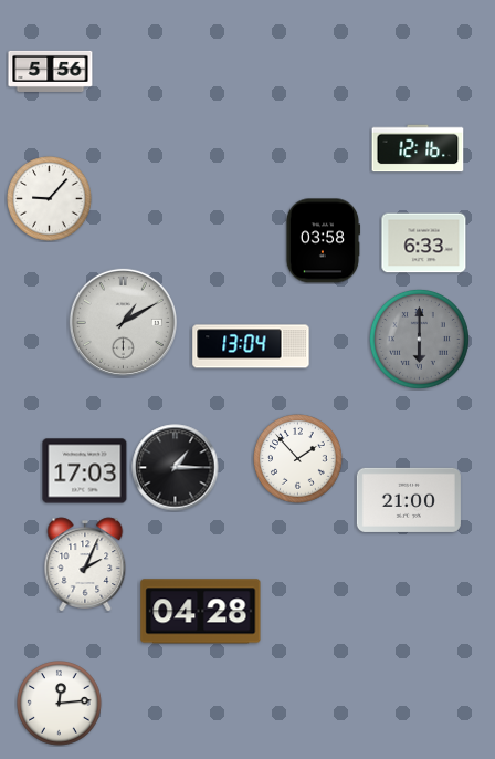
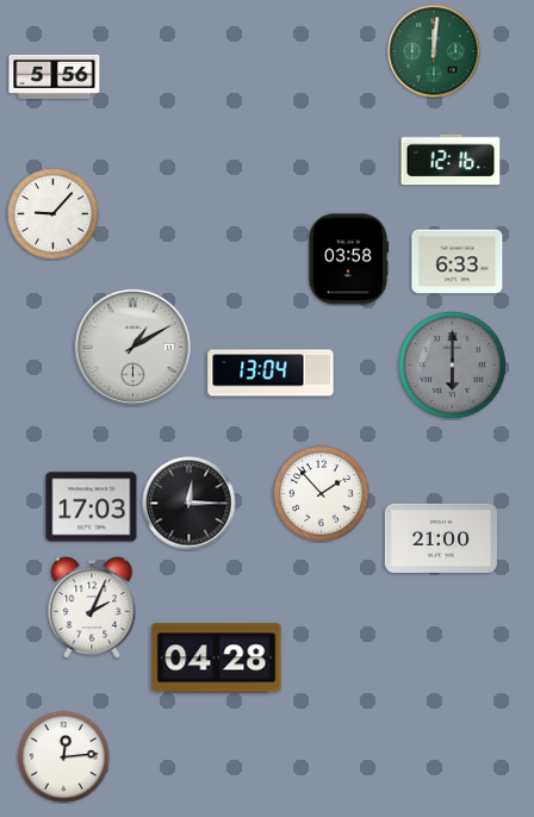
clock at (434, 51): none -> 12:01
clock at (176, 468): 1:15 -> 12:15
